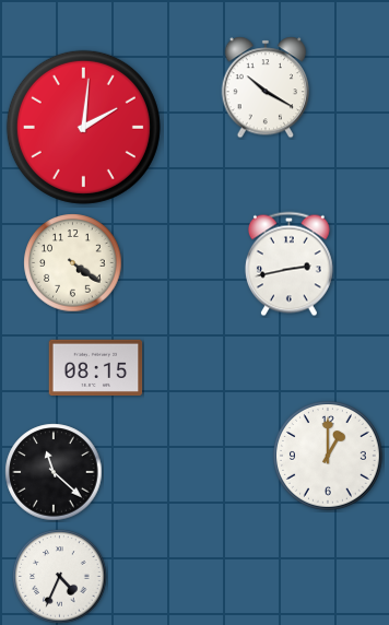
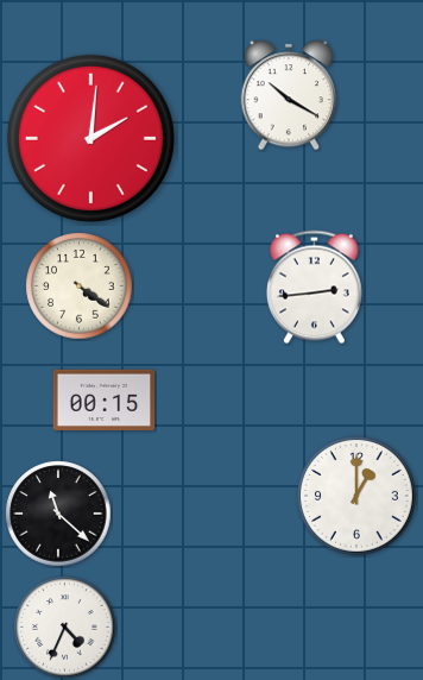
clock at (288, 264): 2:43 -> 2:44
clock at (96, 367): 08:15 -> 00:15
